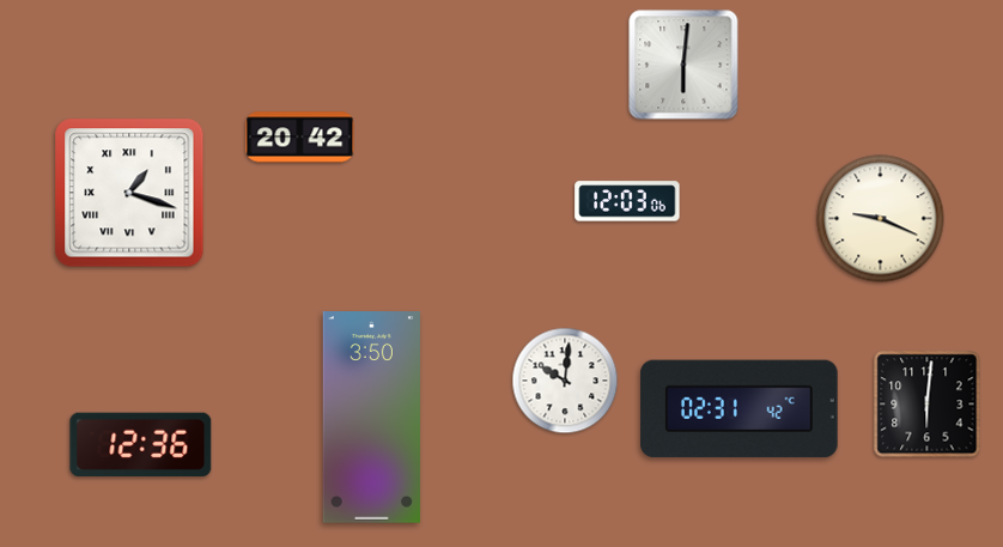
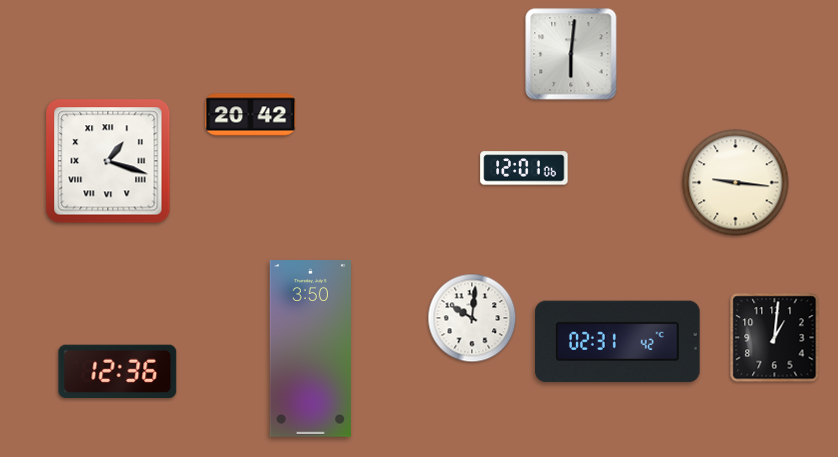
clock at (627, 201): 12:03 -> 12:01
clock at (881, 219): 9:19 -> 9:16
clock at (928, 405): 6:01 -> 1:01
